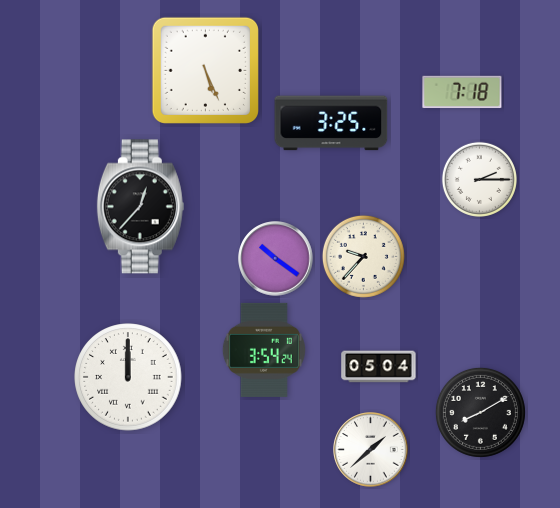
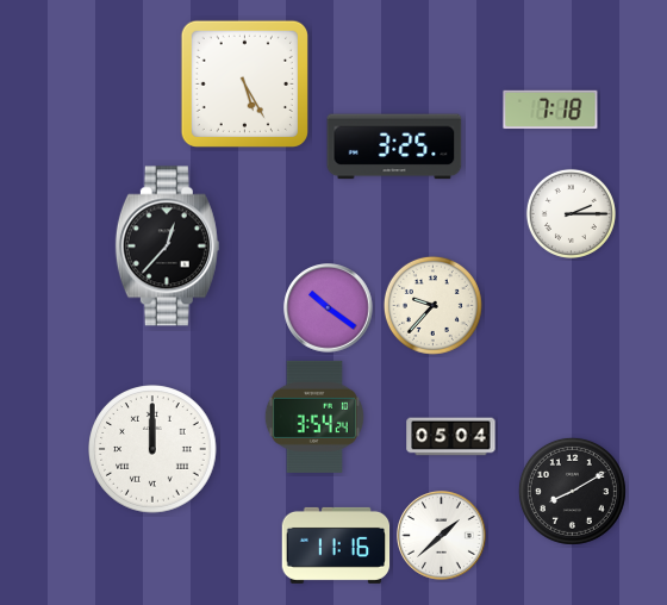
clock at (205, 70): 5:26 -> 5:25
clock at (336, 545): none -> 11:16
